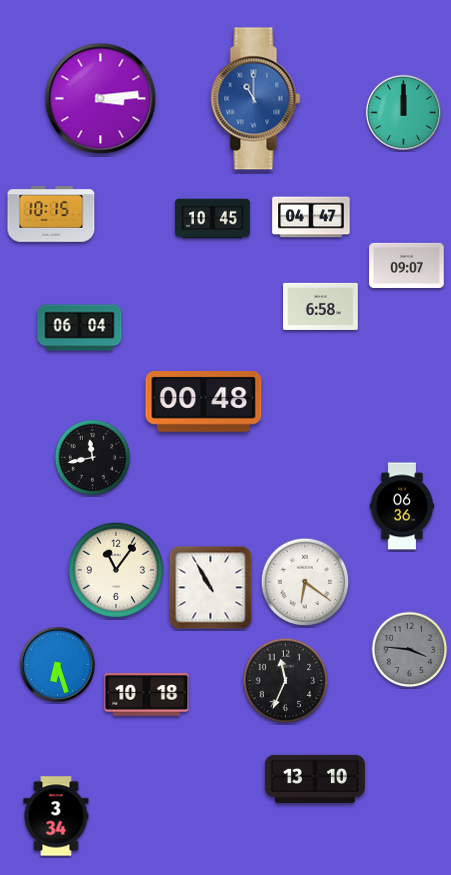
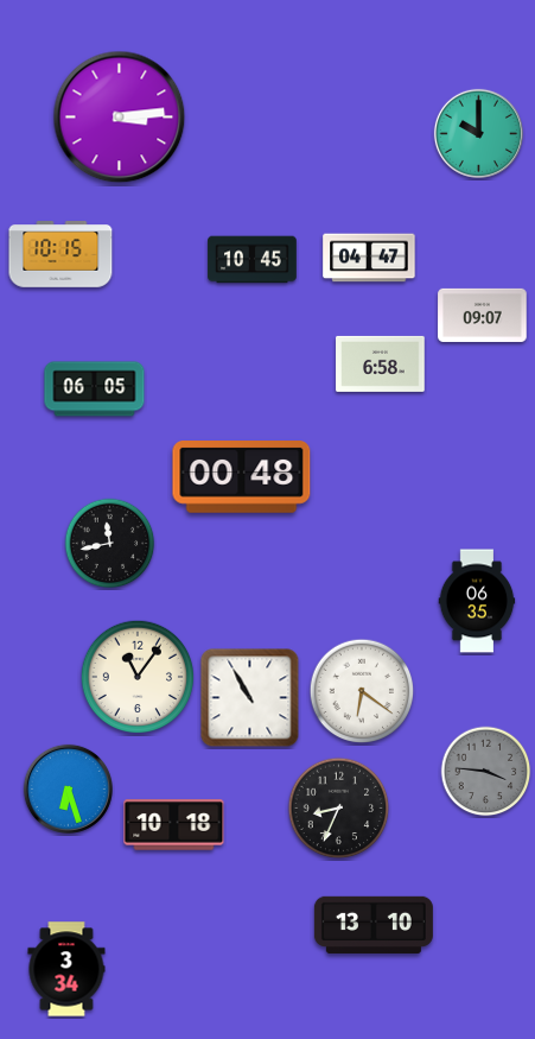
clock at (256, 99): 11:00 -> none
clock at (403, 112): 12:00 -> 10:00
clock at (80, 328): 06:04 -> 06:05
clock at (402, 506): 06:36 -> 06:35
clock at (286, 681): 11:34 -> 8:34
